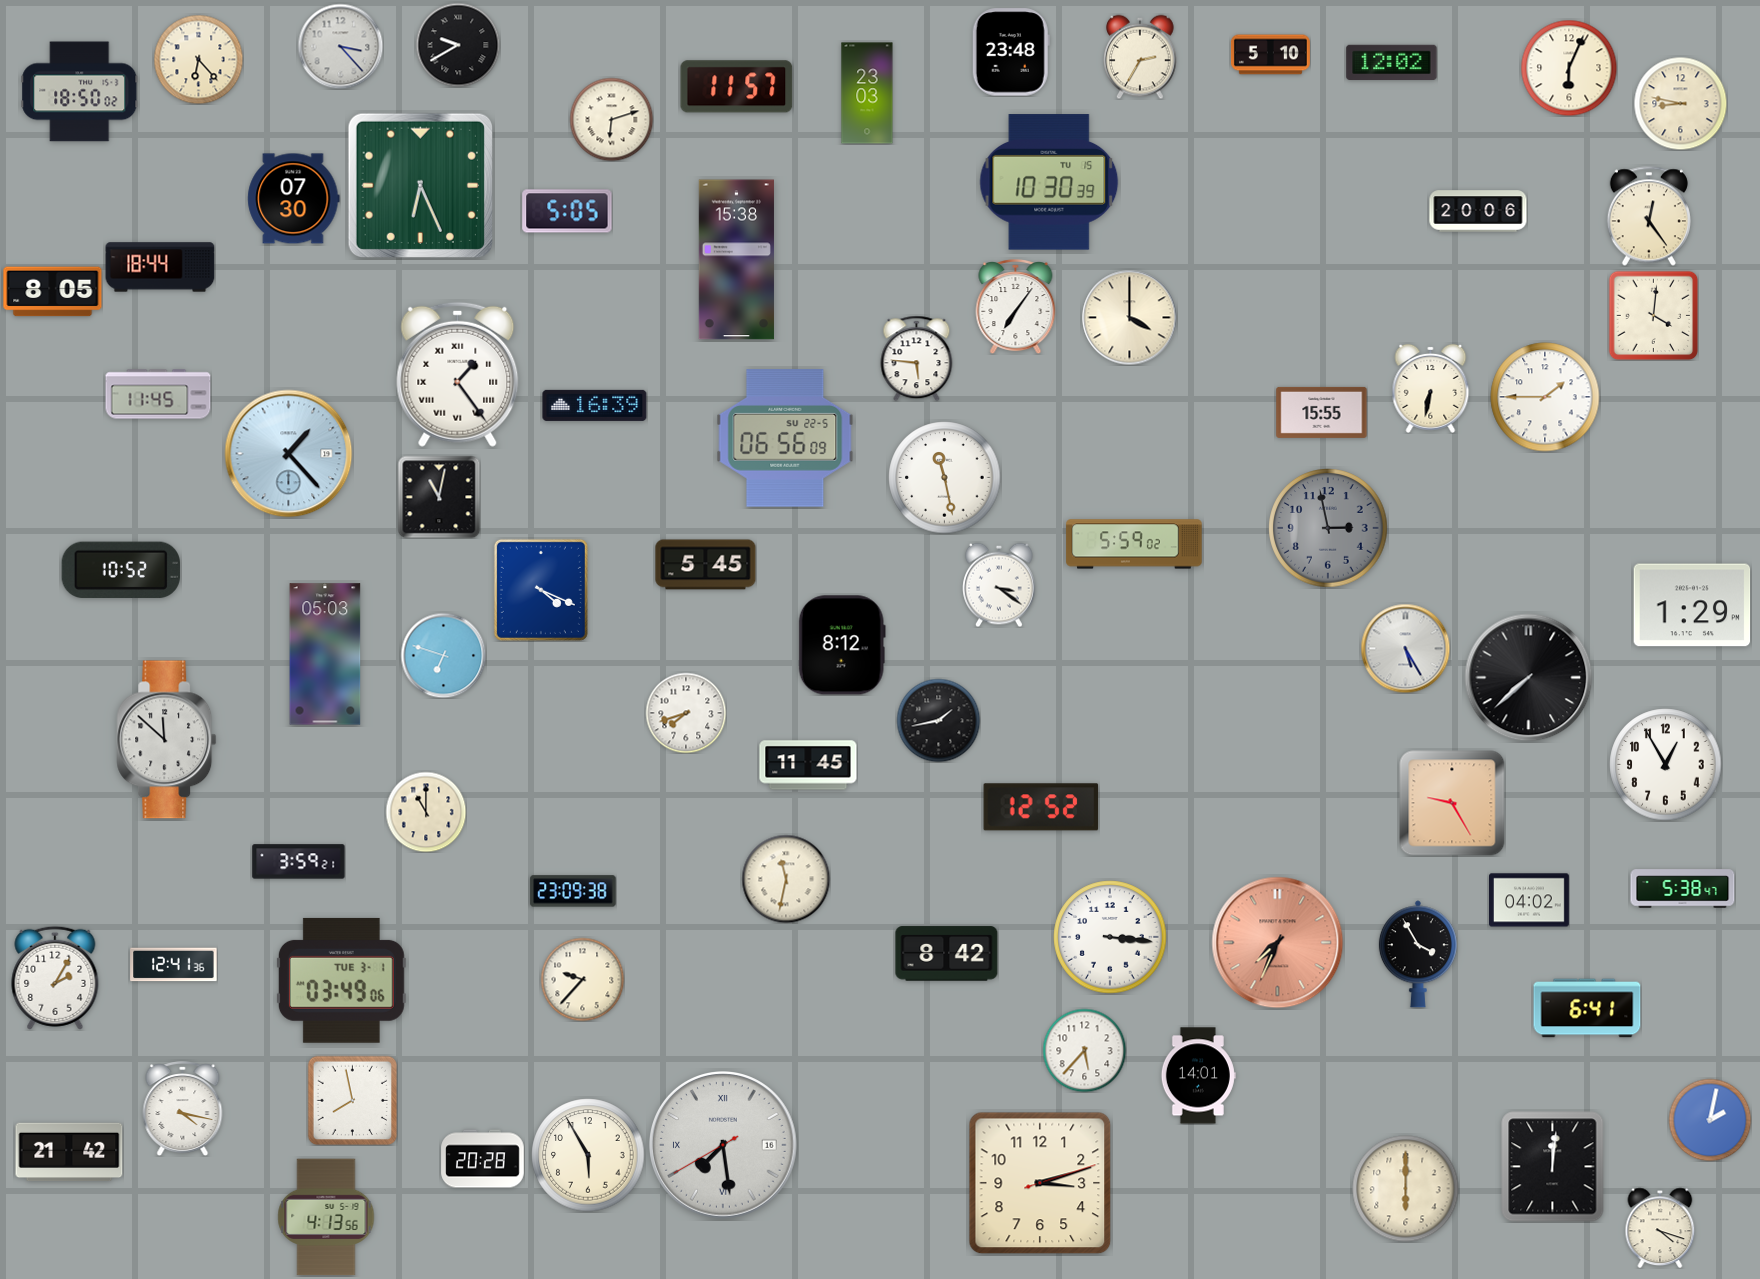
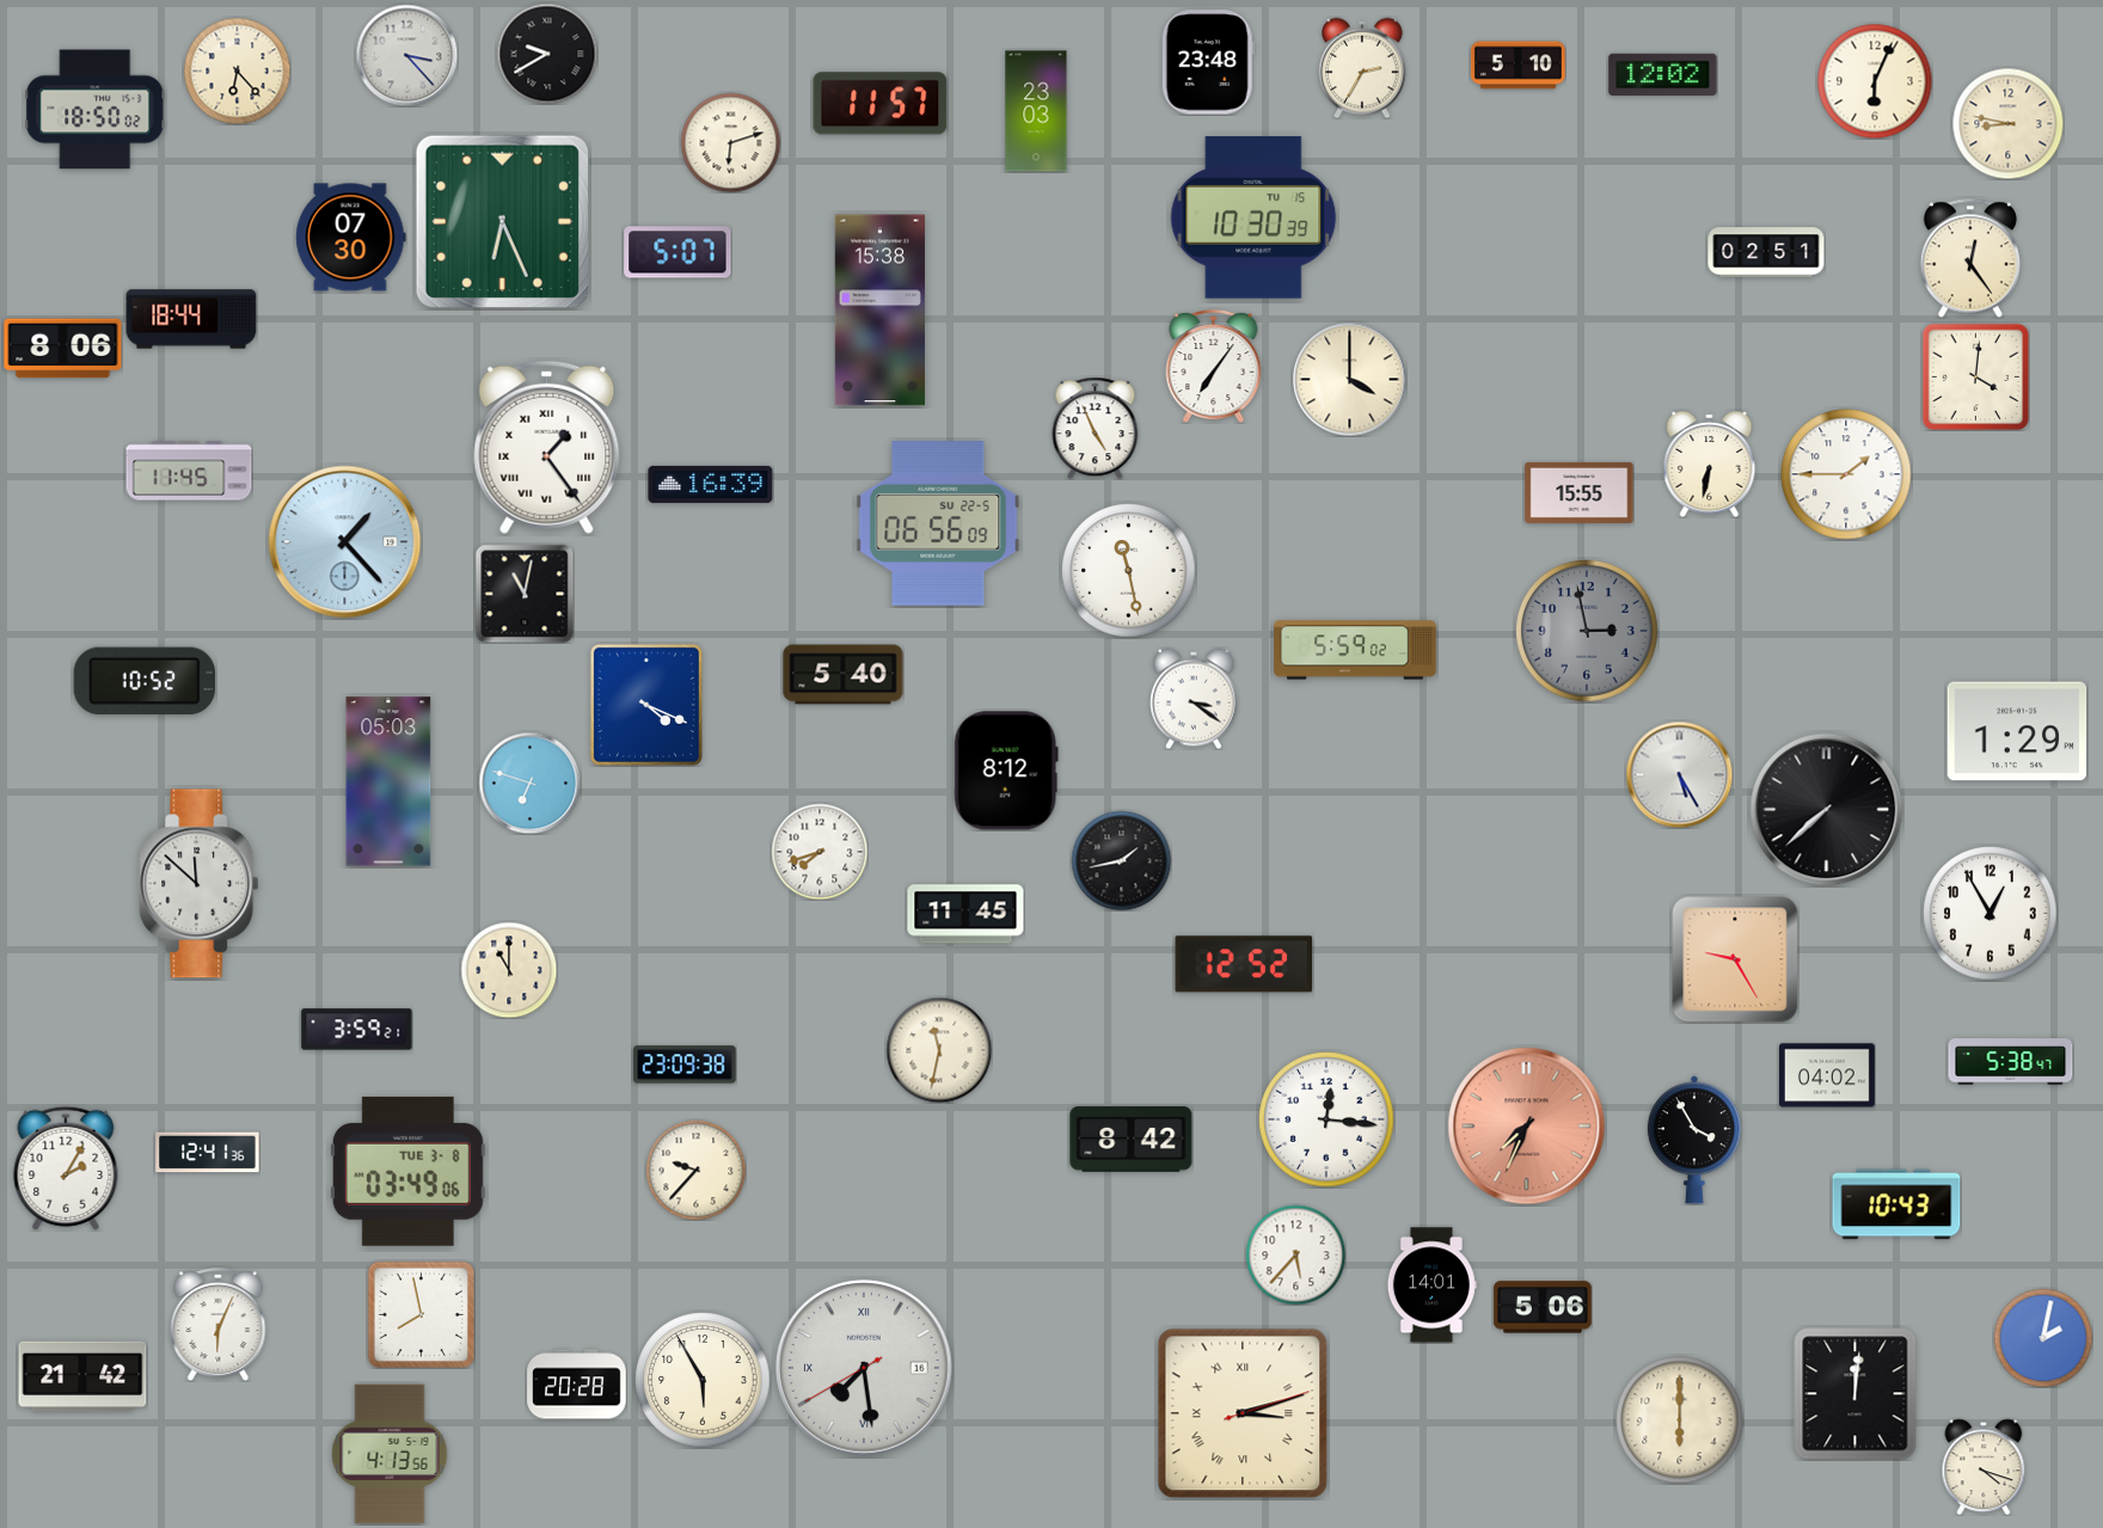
clock at (567, 211): 5:05 -> 5:07
clock at (1478, 211): 20:06 -> 02:51
clock at (53, 292): 8:05 -> 8:06
clock at (917, 358): 5:46 -> 4:56
clock at (706, 565): 5:45 -> 5:40
clock at (1692, 605) position: (1692, 605) -> (2017, 731)
clock at (1110, 937): 3:16 -> 12:16
clock at (341, 980) date: TUE 3-1 -> TUE 3-8
clock at (1587, 1008): 6:41 -> 10:43
clock at (1543, 1307): none -> 5:06
clock at (183, 1109): 4:17 -> 6:04
clock at (1040, 1183) numerals: Arabic -> Roman
